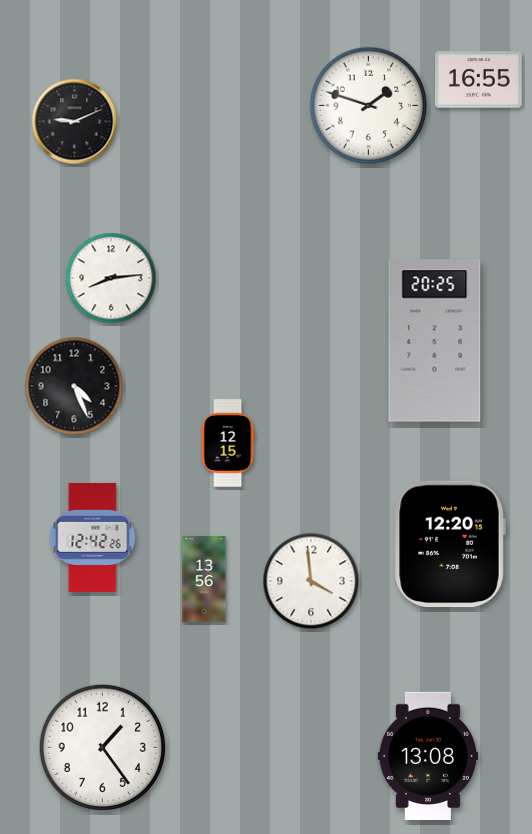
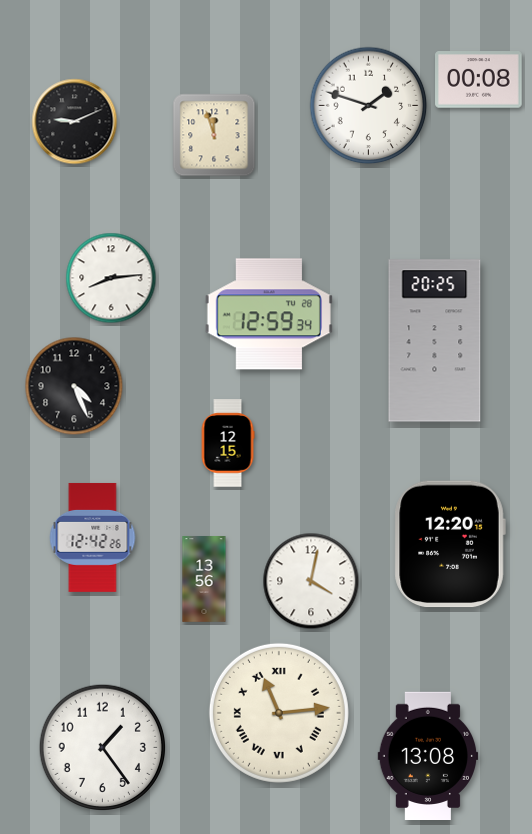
clock at (479, 80): 16:55 -> 00:08
clock at (214, 135): none -> 11:57
clock at (269, 314): none -> 12:59
clock at (311, 581): 3:59 -> 4:02
clock at (279, 713): none -> 11:14
